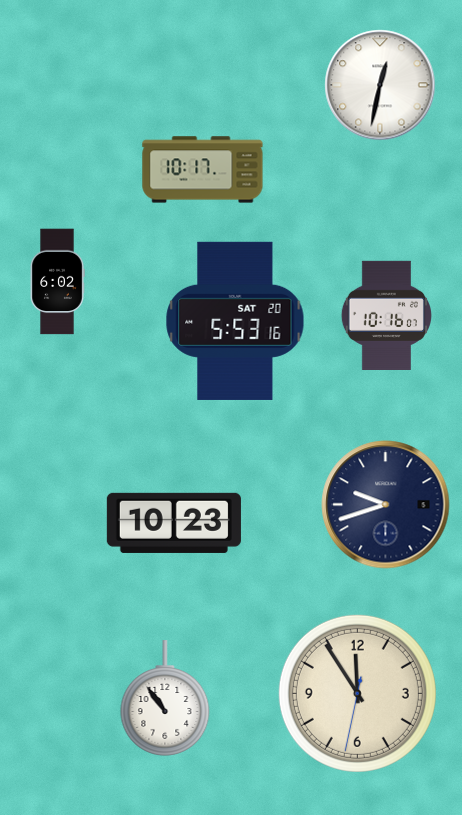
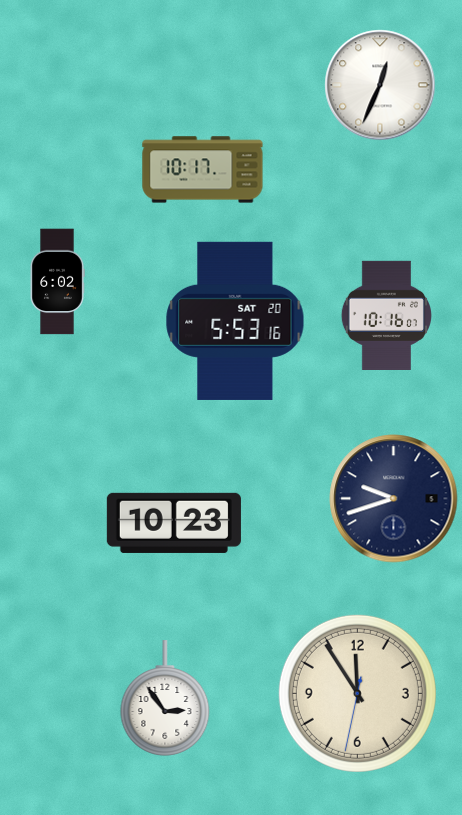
clock at (380, 85): 12:32 -> 12:34
clock at (386, 505) position: (386, 505) -> (394, 499)
clock at (165, 698): 10:54 -> 2:54
